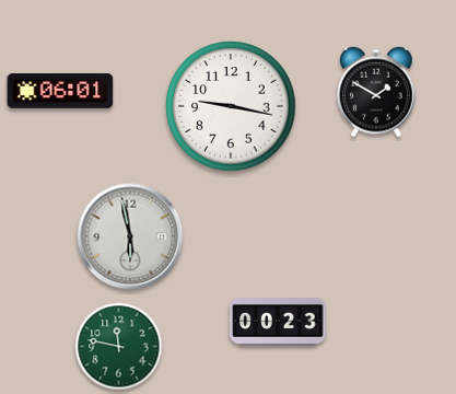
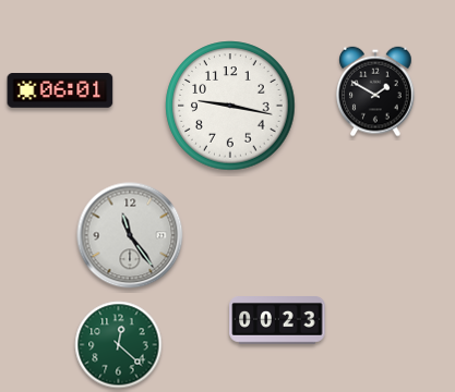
clock at (130, 236): 5:58 -> 11:24
clock at (119, 347): 11:47 -> 12:22
